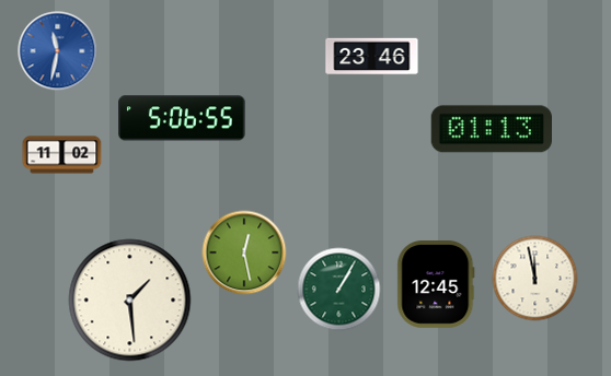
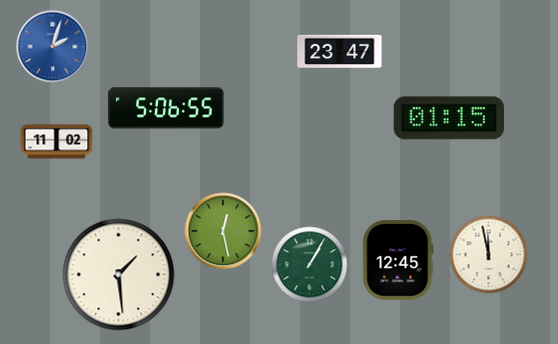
clock at (58, 51): 11:32 -> 2:03
clock at (372, 57): 23:46 -> 23:47
clock at (491, 129): 01:13 -> 01:15
